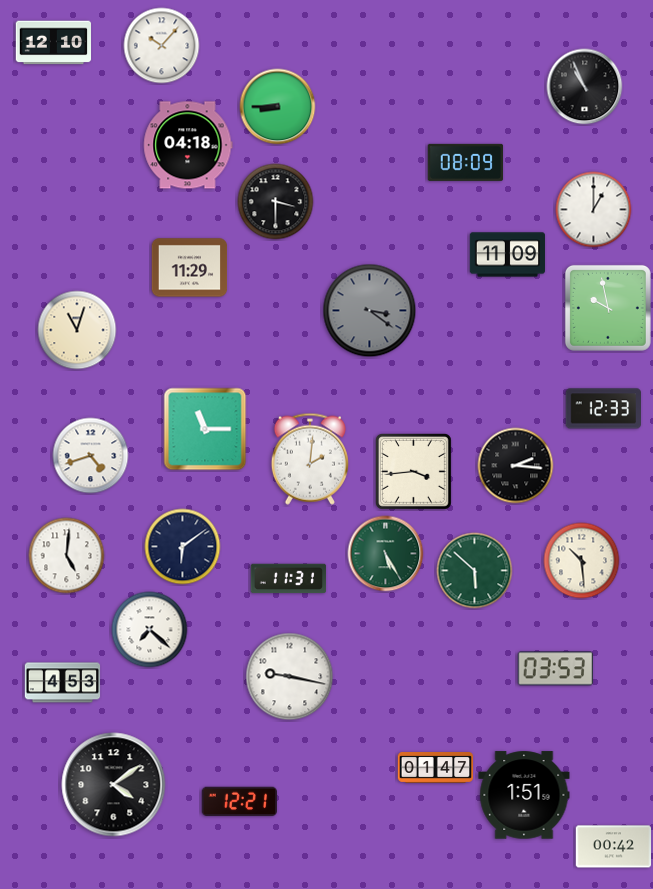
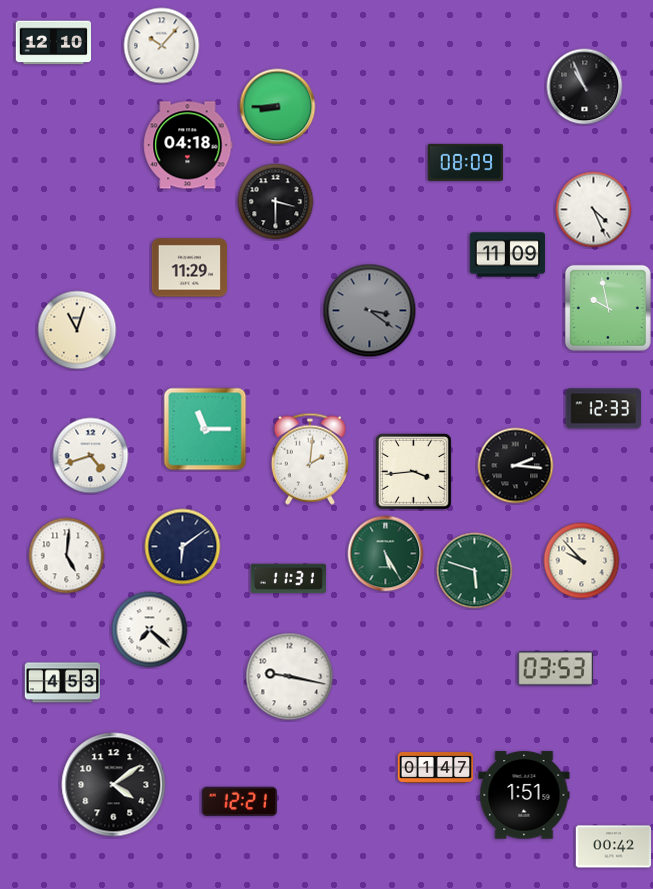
clock at (594, 210): 1:00 -> 4:26
clock at (582, 561): 10:29 -> 9:53
clock at (475, 571): 5:52 -> 5:48
